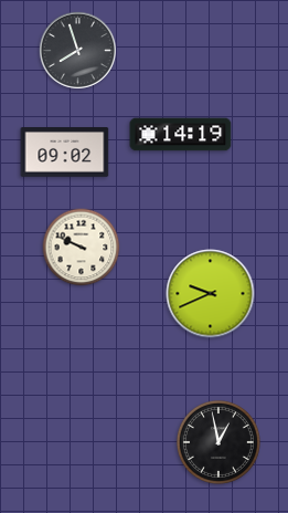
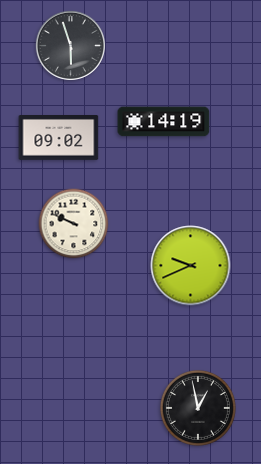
clock at (77, 50): 7:57 -> 5:57
clock at (218, 442) position: (218, 442) -> (198, 408)
